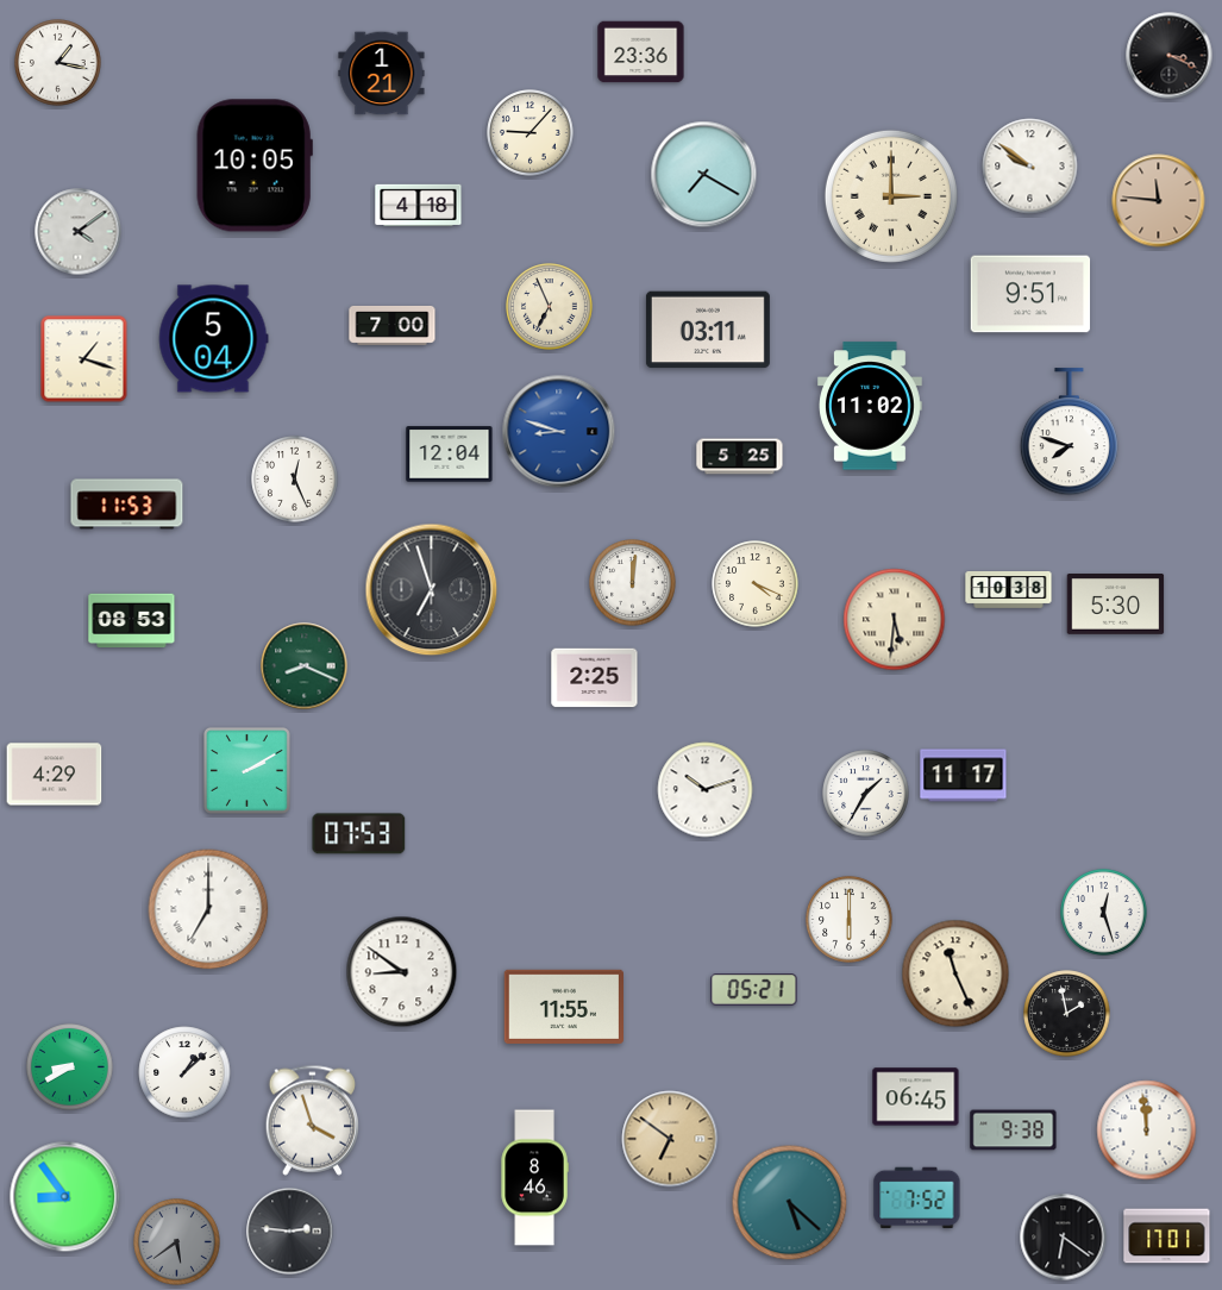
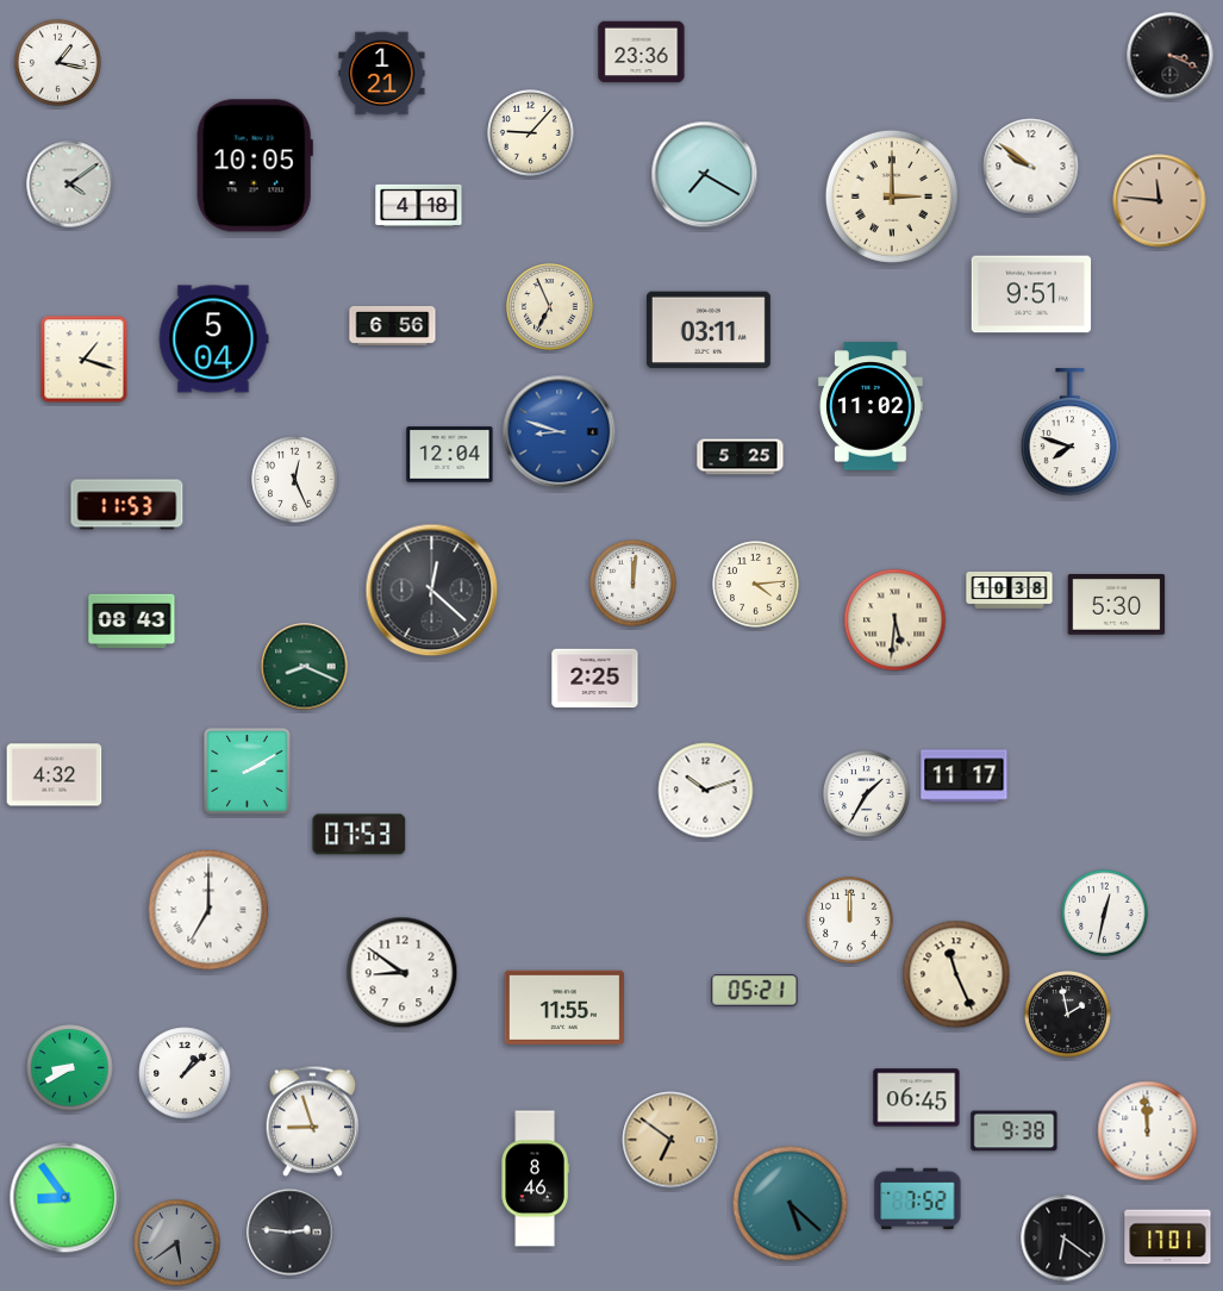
clock at (79, 232) position: (79, 232) -> (70, 185)
clock at (393, 325): 7:00 -> 6:56
clock at (756, 584): 4:19 -> 4:14
clock at (432, 590): 6:57 -> 12:22
clock at (132, 621): 08:53 -> 08:43
clock at (55, 775): 4:29 -> 4:32
clock at (1104, 913): 12:27 -> 12:32
clock at (850, 920): 6:00 -> 12:00
clock at (312, 1120): 3:57 -> 8:57
